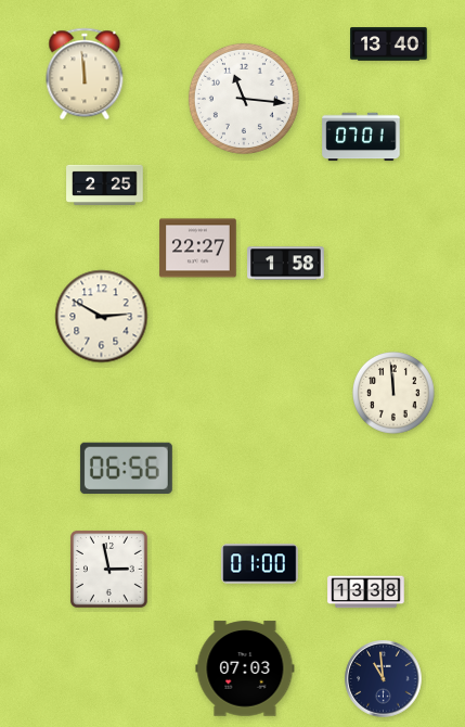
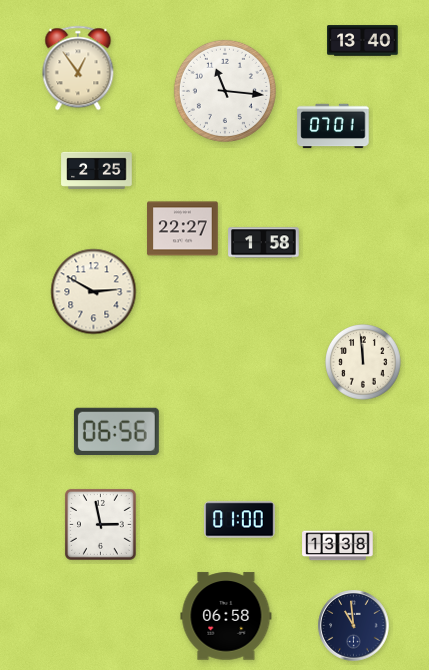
clock at (389, 44) position: (389, 44) -> (363, 41)
clock at (85, 74): 11:59 -> 12:54
clock at (245, 668): 07:03 -> 06:58
